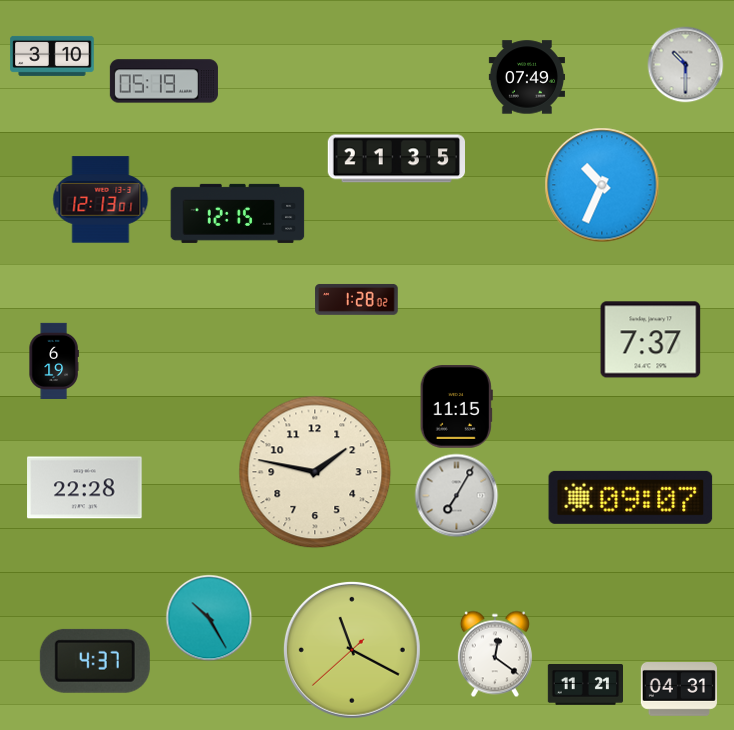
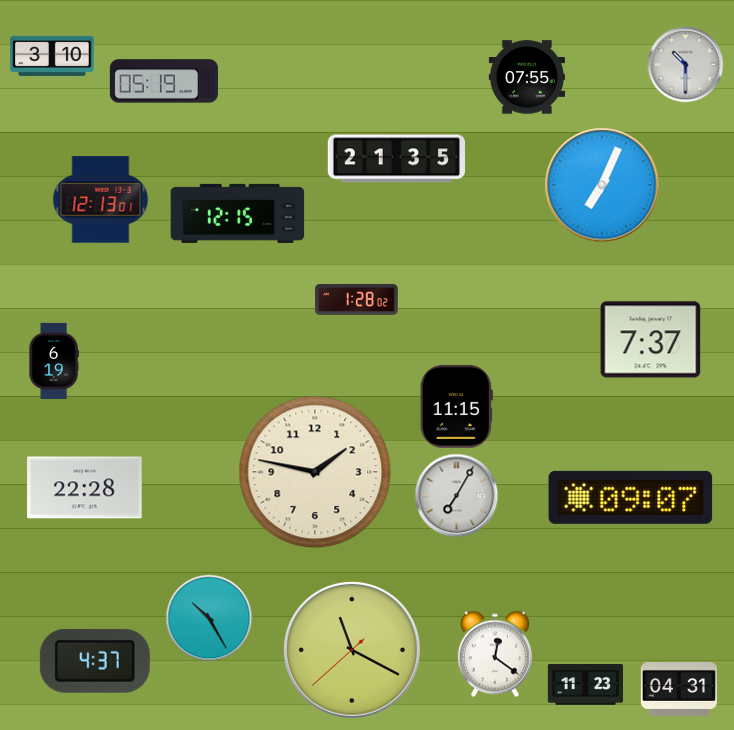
clock at (526, 77): 07:49 -> 07:55
clock at (602, 185): 10:34 -> 7:04
clock at (586, 685): 11:21 -> 11:23
